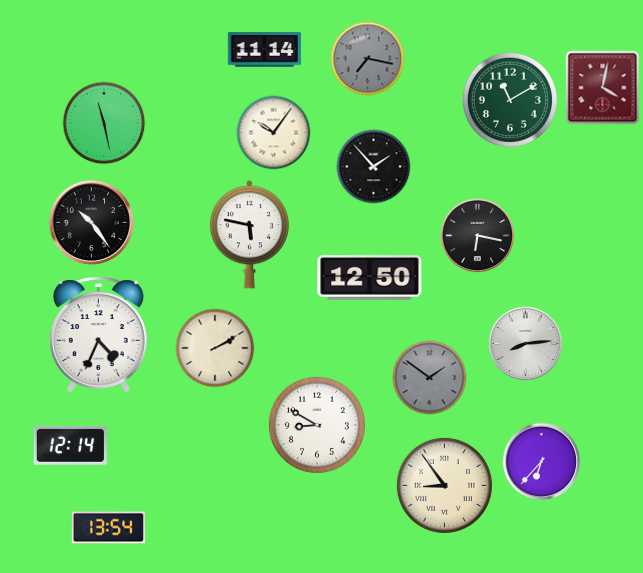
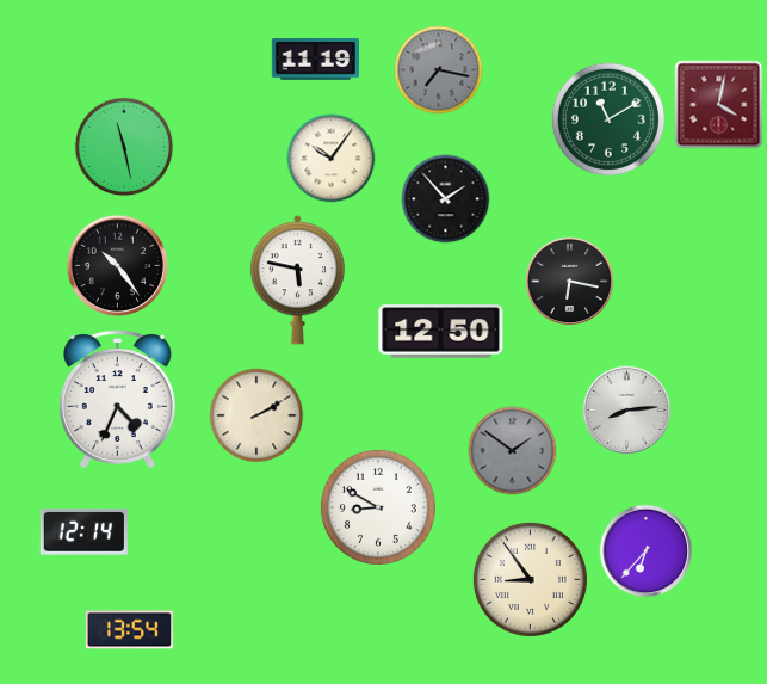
clock at (264, 50): 11:14 -> 11:19
clock at (274, 133) position: (274, 133) -> (332, 159)
clock at (92, 223) position: (92, 223) -> (118, 266)
